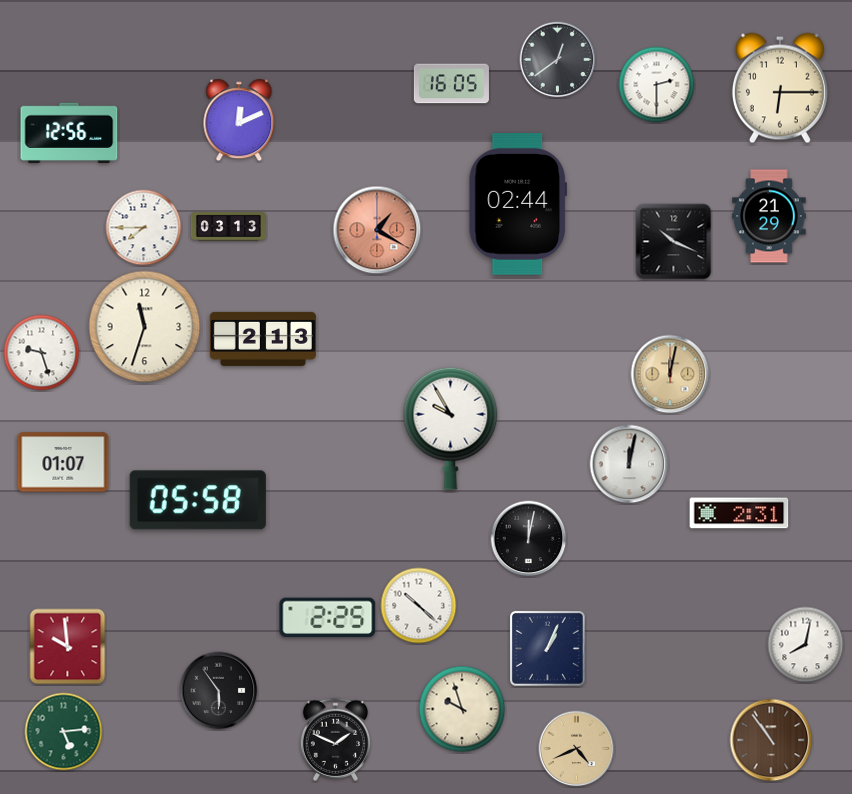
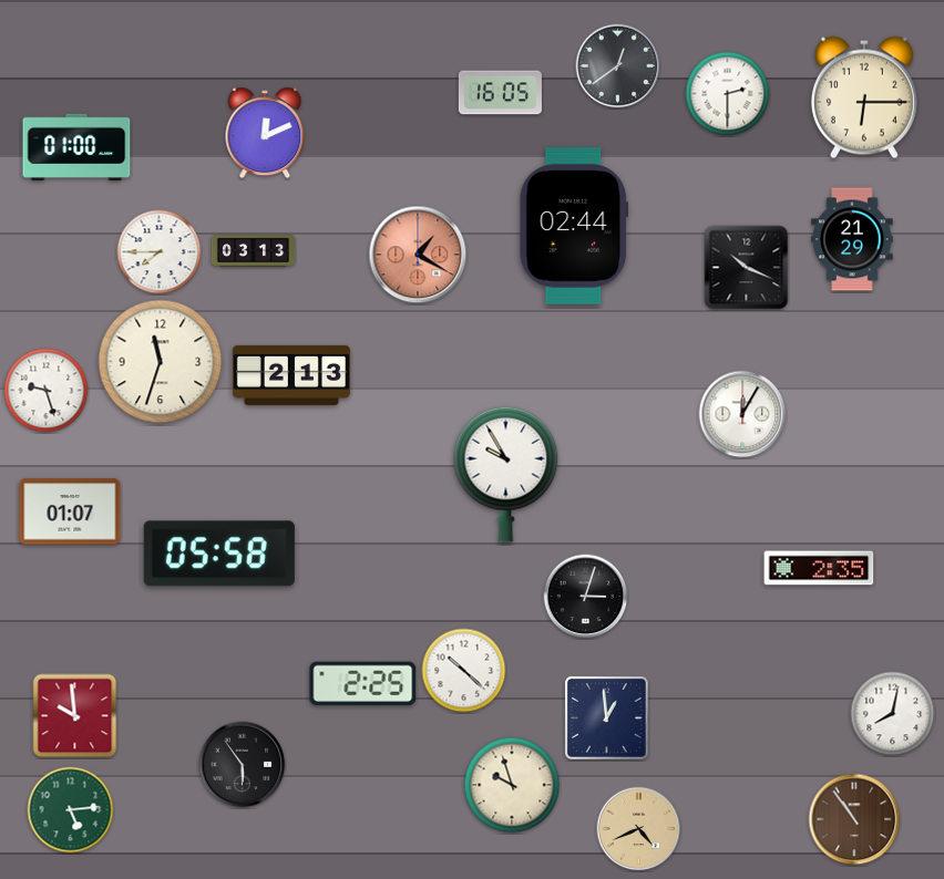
clock at (69, 132): 12:56 -> 01:00
clock at (670, 374): 12:02 -> 12:05
clock at (670, 374) dial: champagne -> white
clock at (451, 428) position: (451, 428) -> (506, 474)
clock at (629, 464): 12:02 -> none
clock at (739, 513): 2:31 -> 2:35
clock at (529, 539): 12:02 -> 3:03
clock at (547, 648): 1:04 -> 12:59
clock at (335, 739): 1:49 -> none
